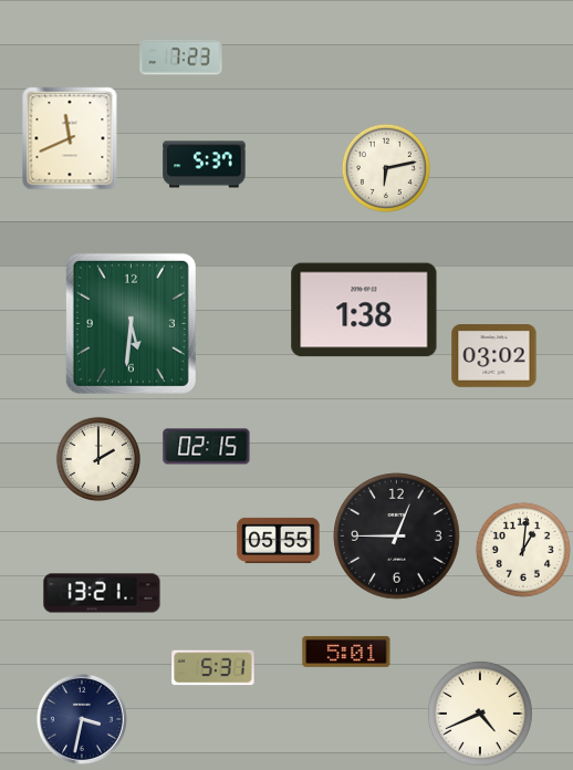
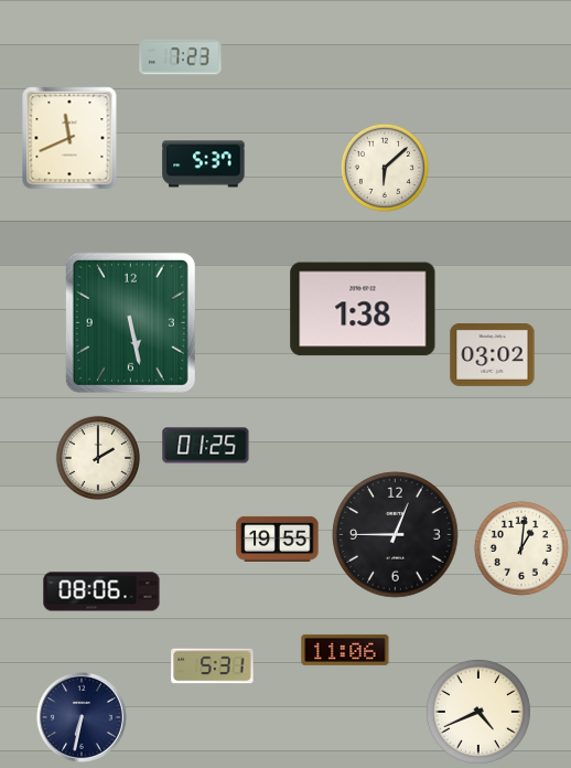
clock at (386, 168): 6:13 -> 6:08
clock at (131, 323): 5:31 -> 5:28
clock at (207, 447): 02:15 -> 01:25
clock at (279, 540): 05:55 -> 19:55
clock at (102, 593): 13:21 -> 08:06
clock at (346, 652): 5:01 -> 11:06
clock at (82, 719): 3:32 -> 6:32
